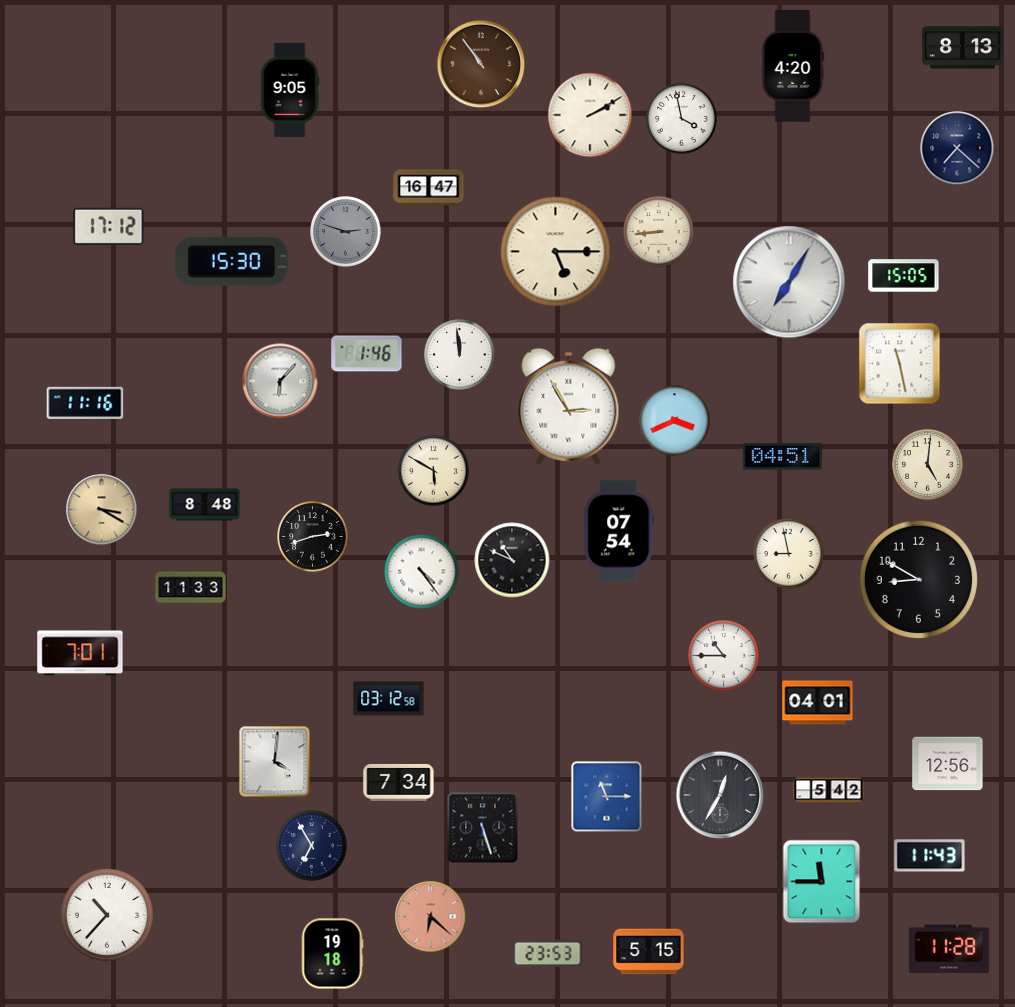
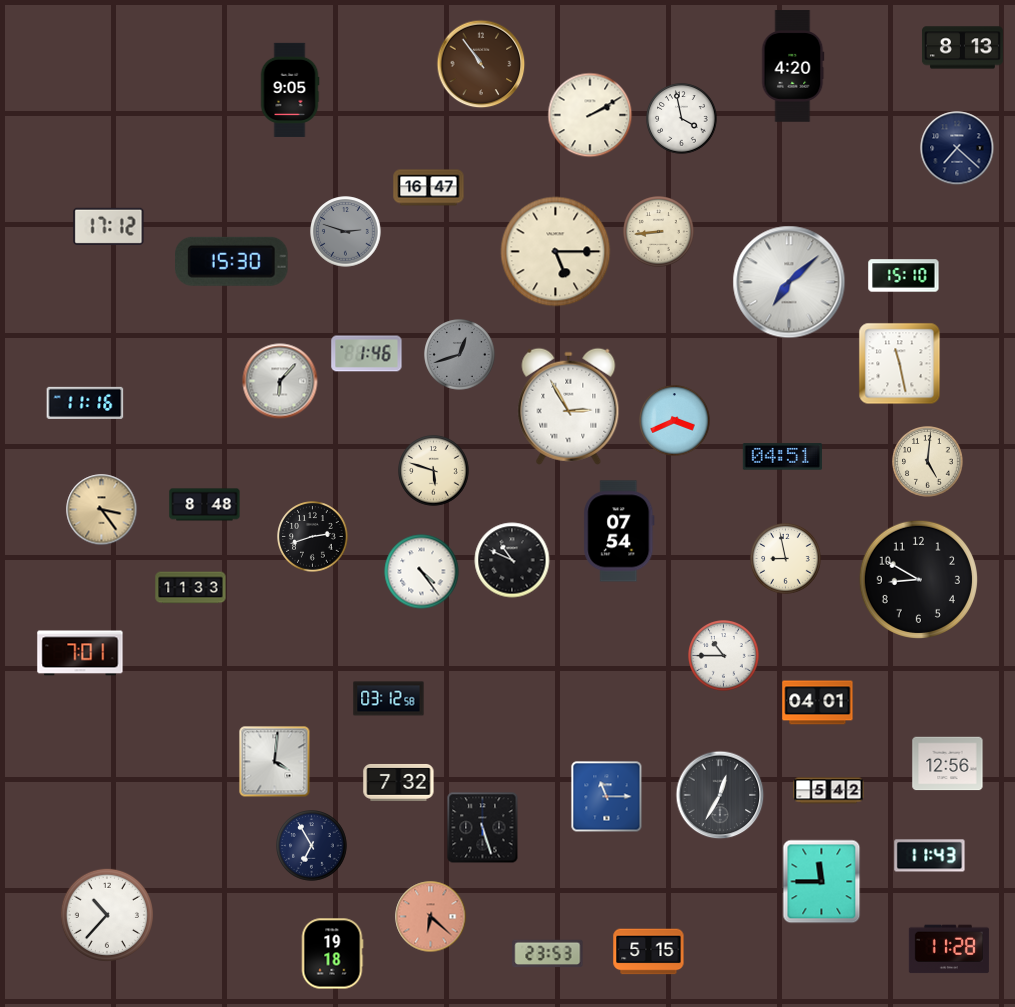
clock at (904, 276): 15:05 -> 15:10
clock at (789, 282): 7:05 -> 7:08
clock at (460, 355): 11:59 -> 12:42
clock at (460, 355) dial: white -> grey
clock at (928, 465) position: (928, 465) -> (928, 462)
clock at (434, 471): 5:50 -> 5:48
clock at (102, 510): 3:20 -> 3:24
clock at (789, 554) position: (789, 554) -> (786, 559)
clock at (399, 783): 7:34 -> 7:32
